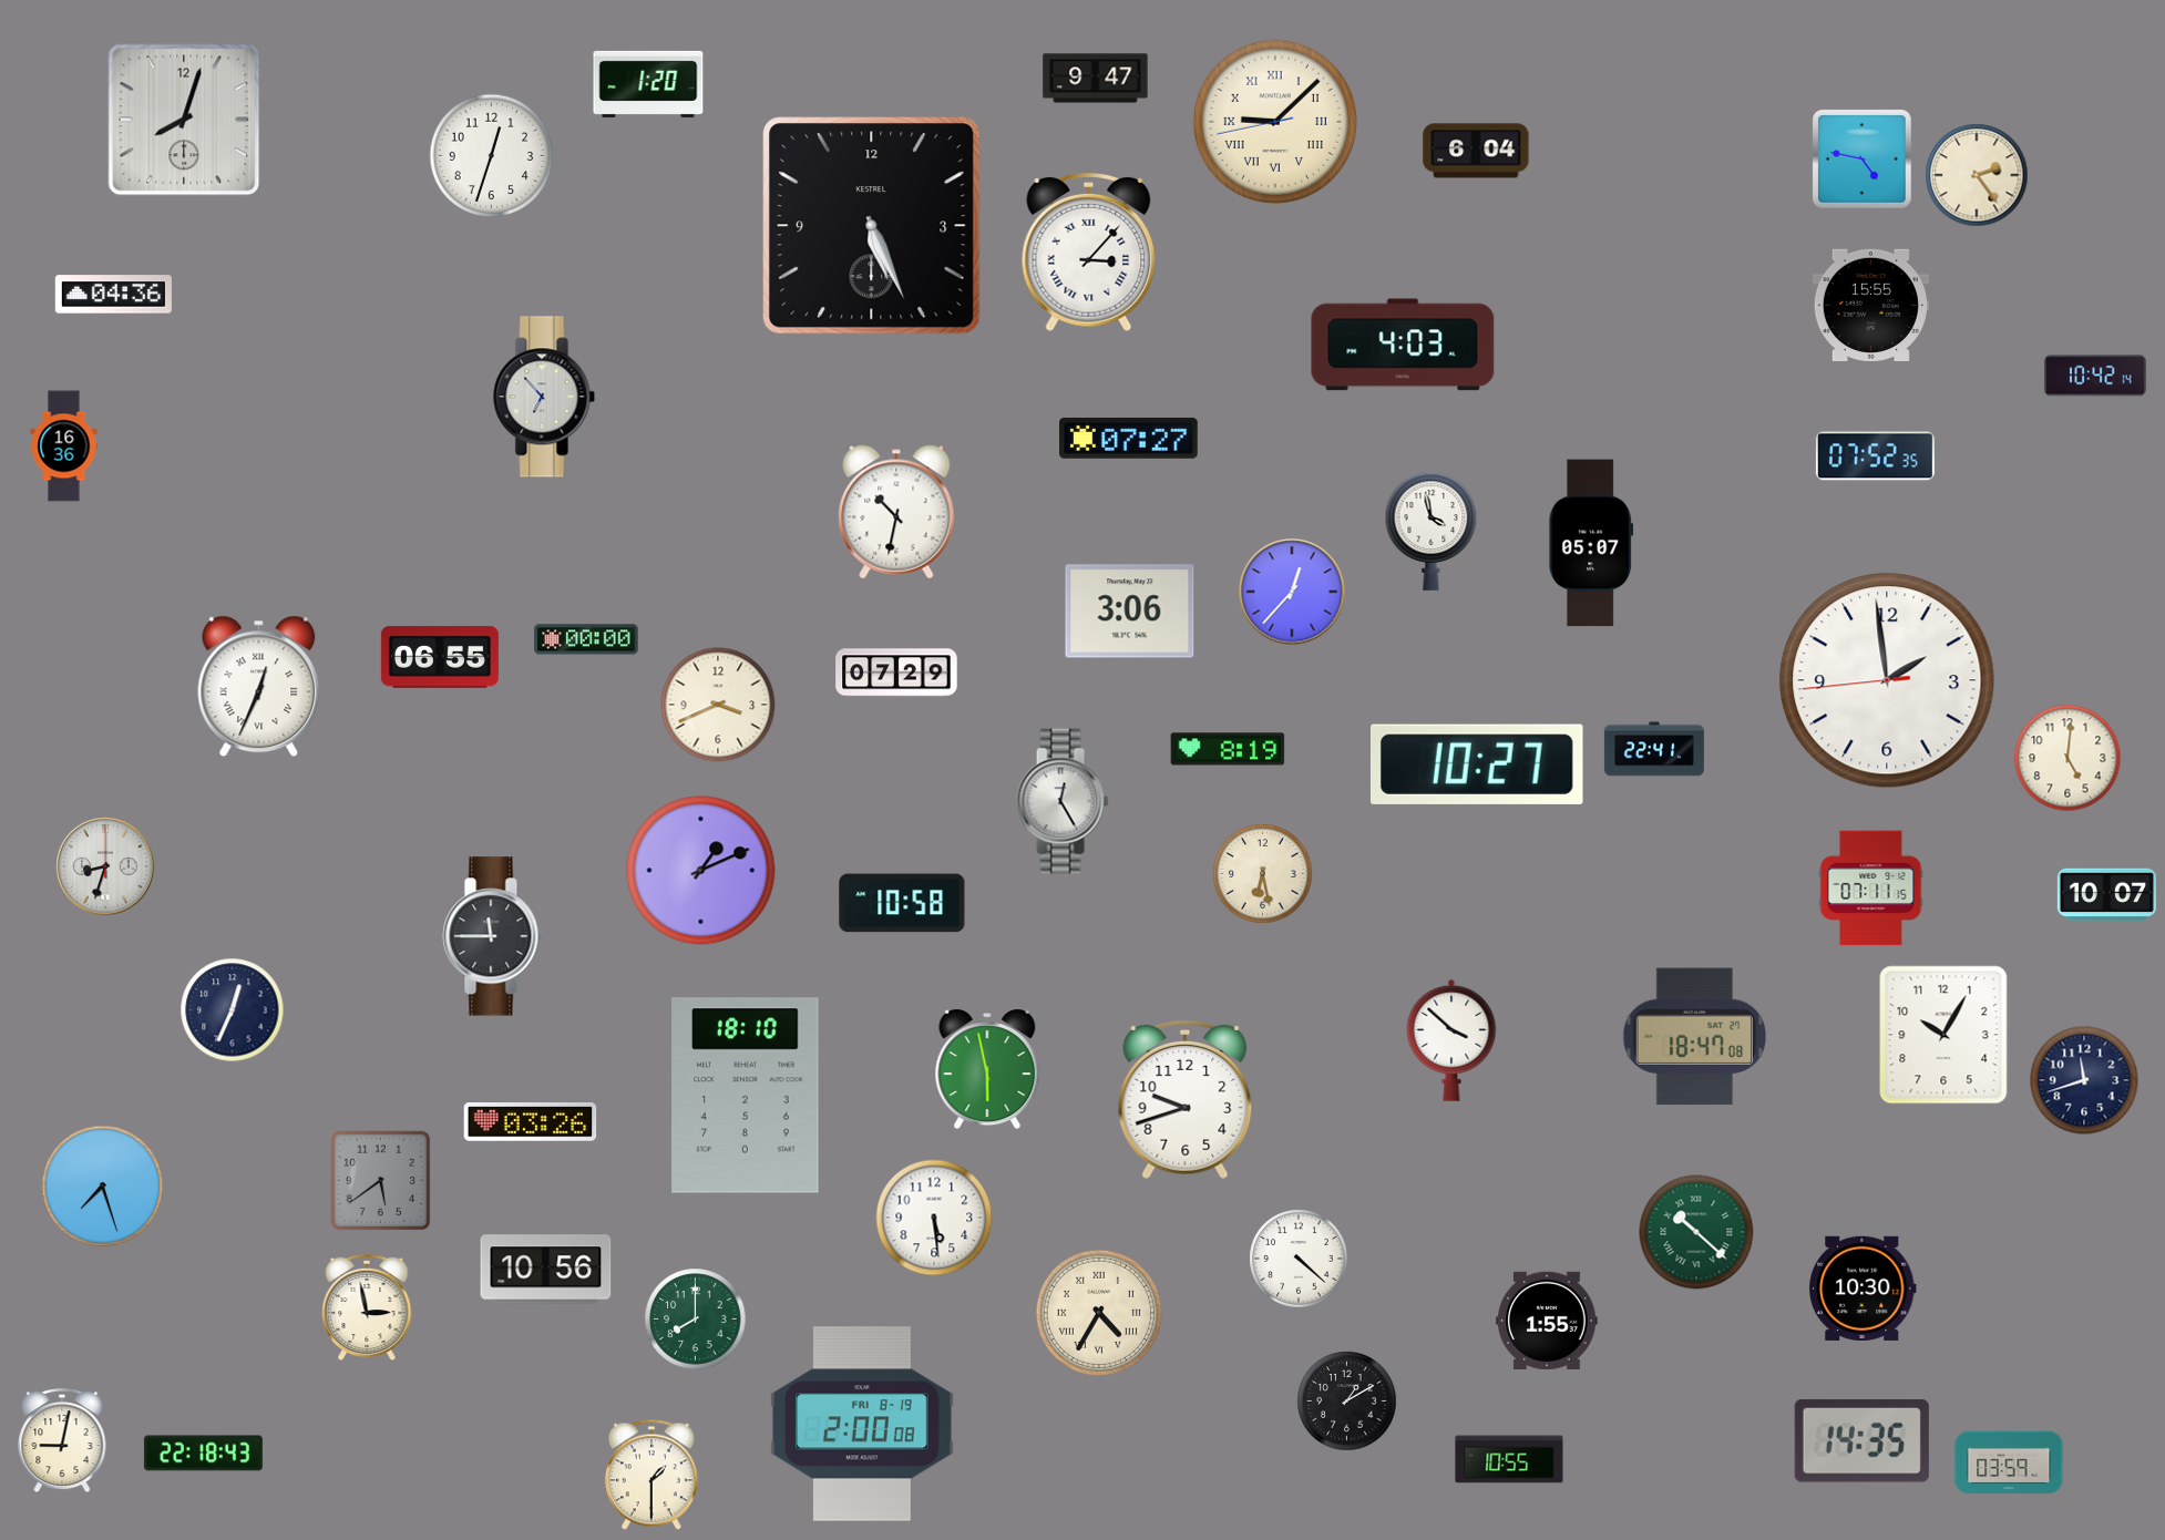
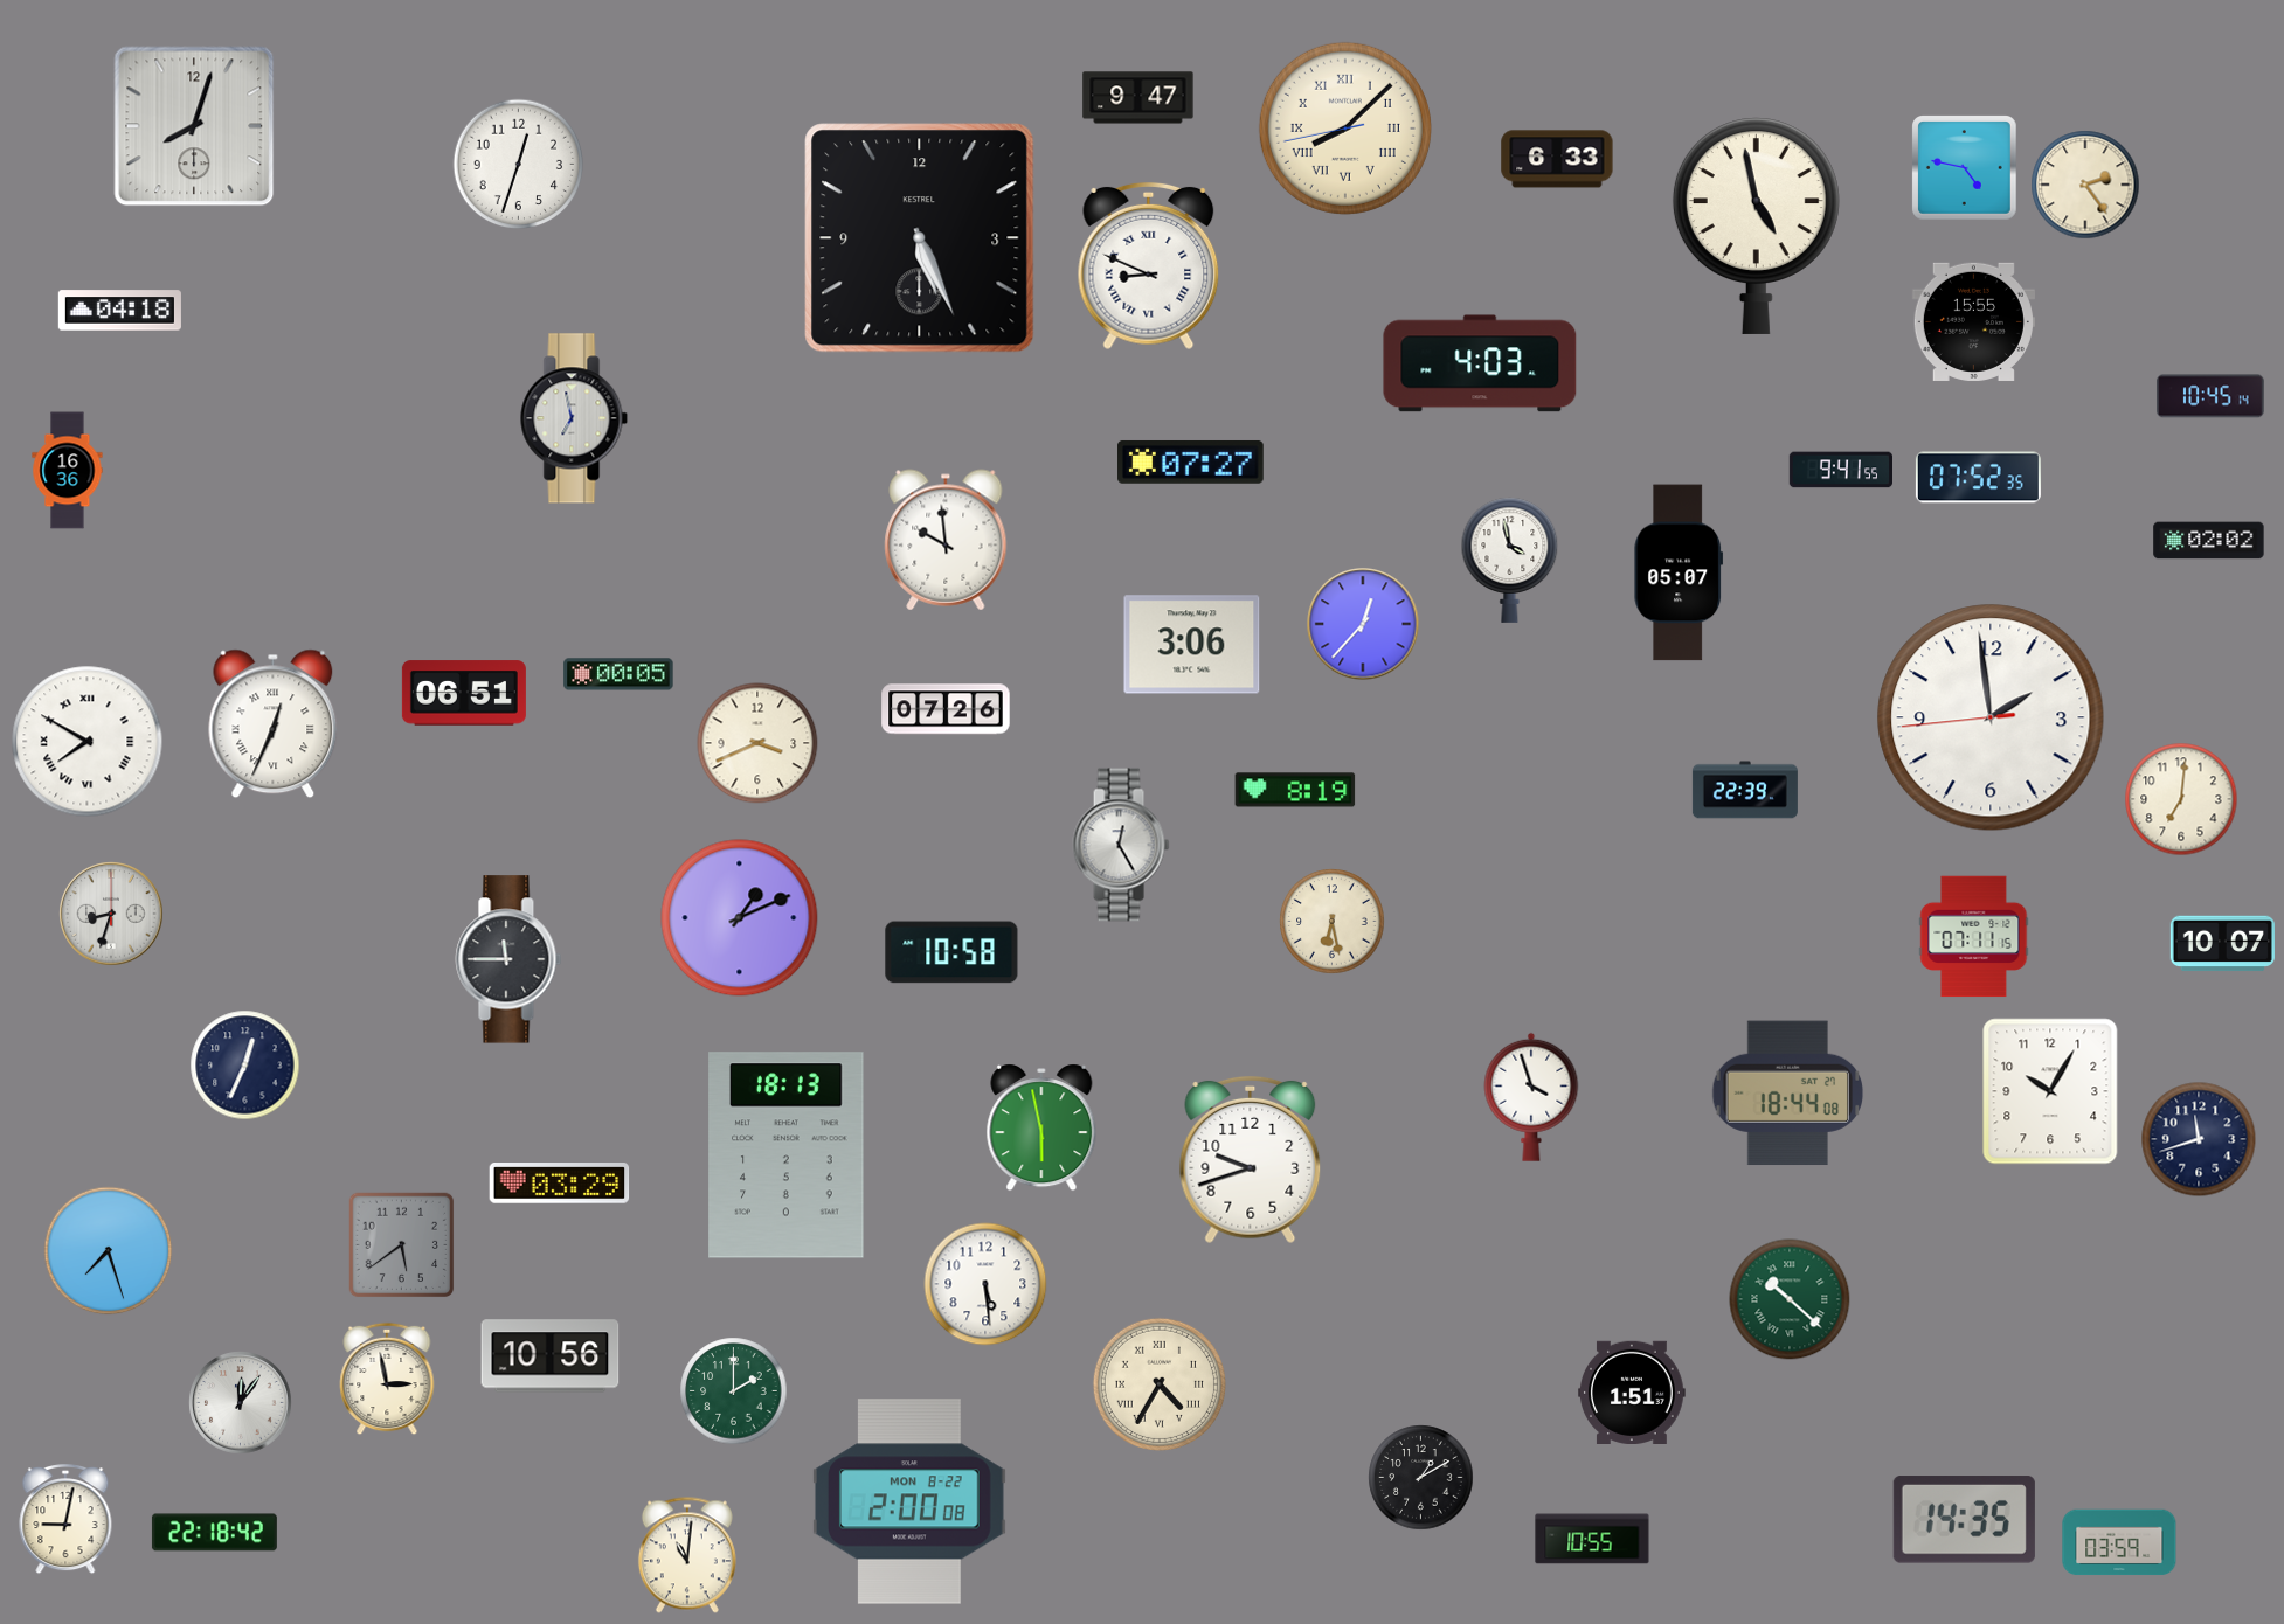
clock at (1096, 79) position: (1096, 79) -> (1138, 98)
clock at (648, 84): 1:20 -> none
clock at (1275, 122): 9:07 -> 8:07
clock at (1476, 151): 6:04 -> 6:33
clock at (1756, 225): none -> 4:58
clock at (1089, 253): 3:07 -> 8:49
clock at (113, 295): 04:36 -> 04:18
clock at (2096, 376): 10:42 -> 10:45
clock at (544, 397): 6:53 -> 6:58
clock at (1840, 470): none -> 9:41
clock at (1875, 456) position: (1875, 456) -> (1978, 478)
clock at (896, 512): 10:32 -> 9:59
clock at (2209, 541): none -> 02:02
clock at (586, 639): 00:00 -> 00:05
clock at (440, 657): 06:55 -> 06:51
clock at (896, 673): 07:29 -> 07:26
clock at (88, 742): none -> 7:50
clock at (1654, 749): 22:41 -> 22:39
clock at (2067, 758): 5:01 -> 7:01
clock at (1477, 764): 10:27 -> none
clock at (493, 936) position: (493, 936) -> (508, 959)
clock at (1695, 1037): 18:47 -> 18:44
clock at (1451, 1040): 3:52 -> 3:57
clock at (746, 1096): 18:10 -> 18:13
clock at (531, 1122): 03:26 -> 03:29
clock at (1299, 1259): 4:22 -> none
clock at (546, 1270) position: (546, 1270) -> (551, 1356)
clock at (1863, 1289): 10:30 -> none
clock at (696, 1320): 8:00 -> 2:00
clock at (1548, 1320): 1:55 -> 1:51
clock at (241, 1403): none -> 12:06
clock at (862, 1424) date: FRI 8-19 -> MON 8-22
clock at (203, 1454): 22:18:43 -> 22:18:42
clock at (651, 1475): 1:30 -> 11:01
